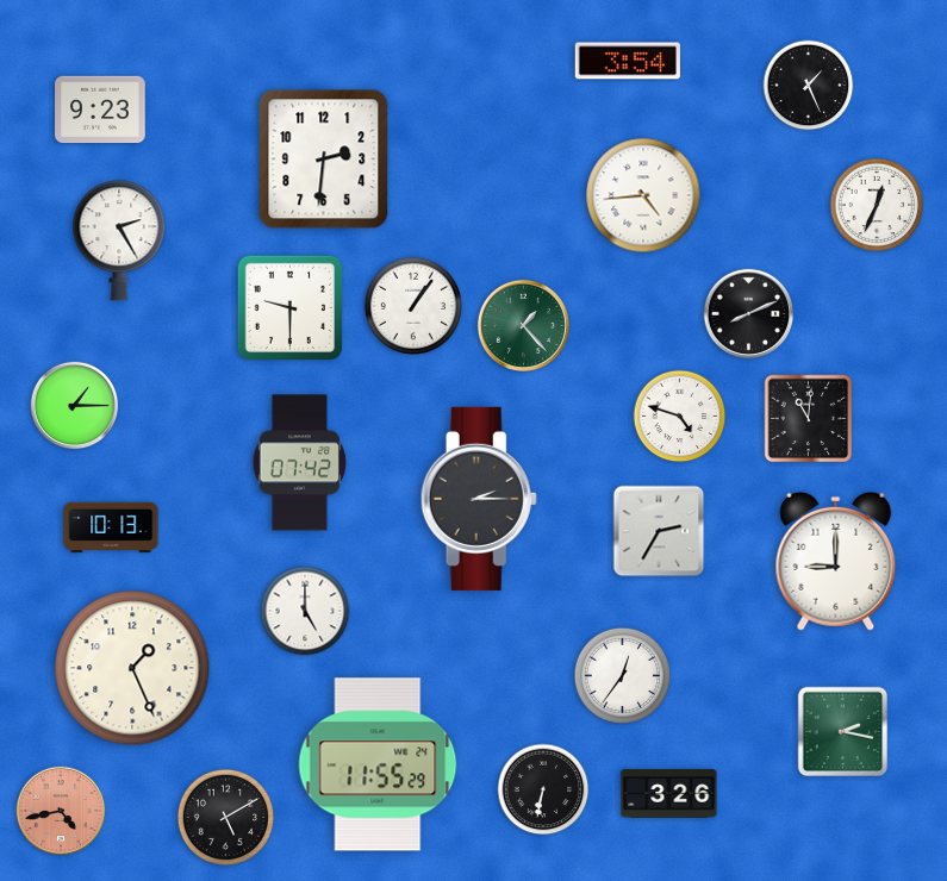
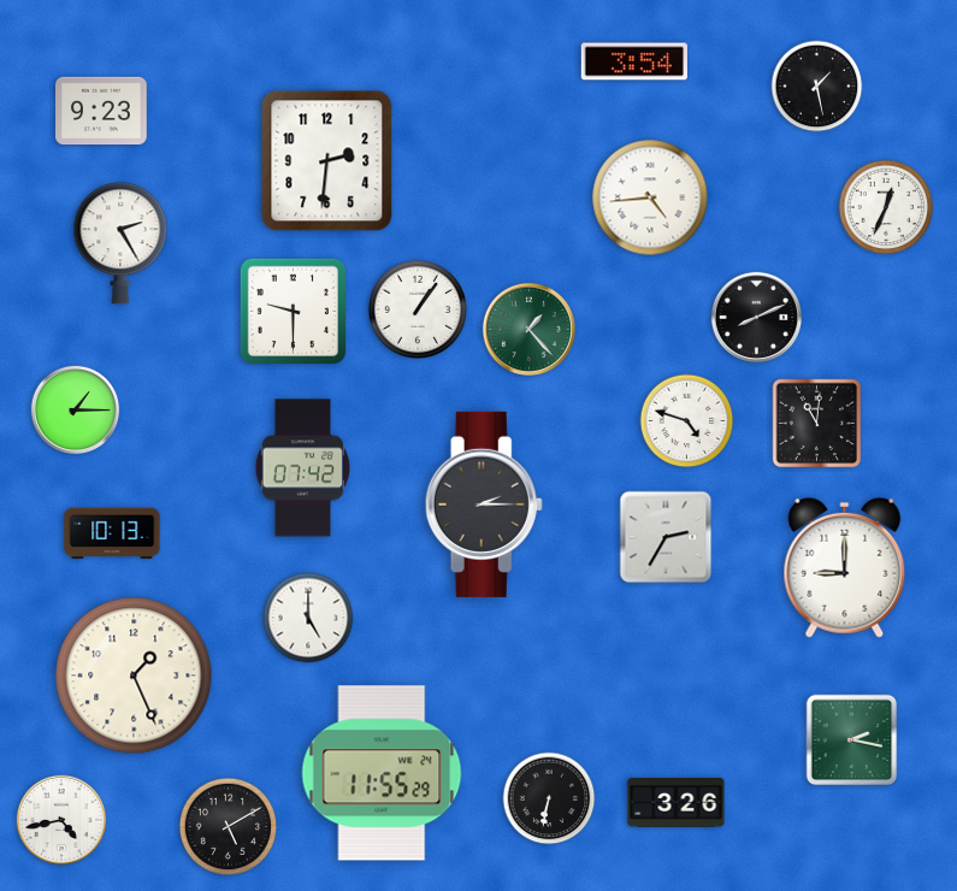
clock at (809, 86): 1:26 -> 1:28
clock at (622, 675): 12:36 -> none
clock at (61, 811) dial: salmon -> white
